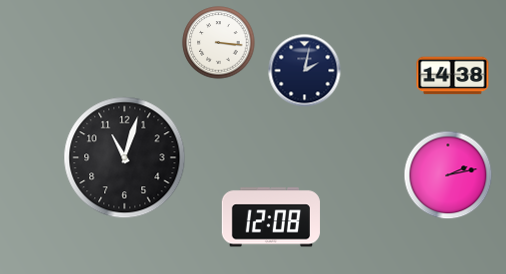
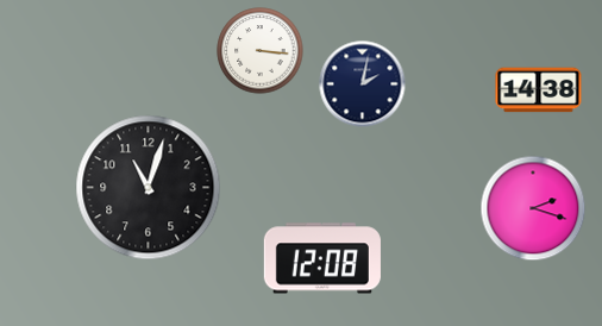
clock at (448, 175): 2:13 -> 2:18
